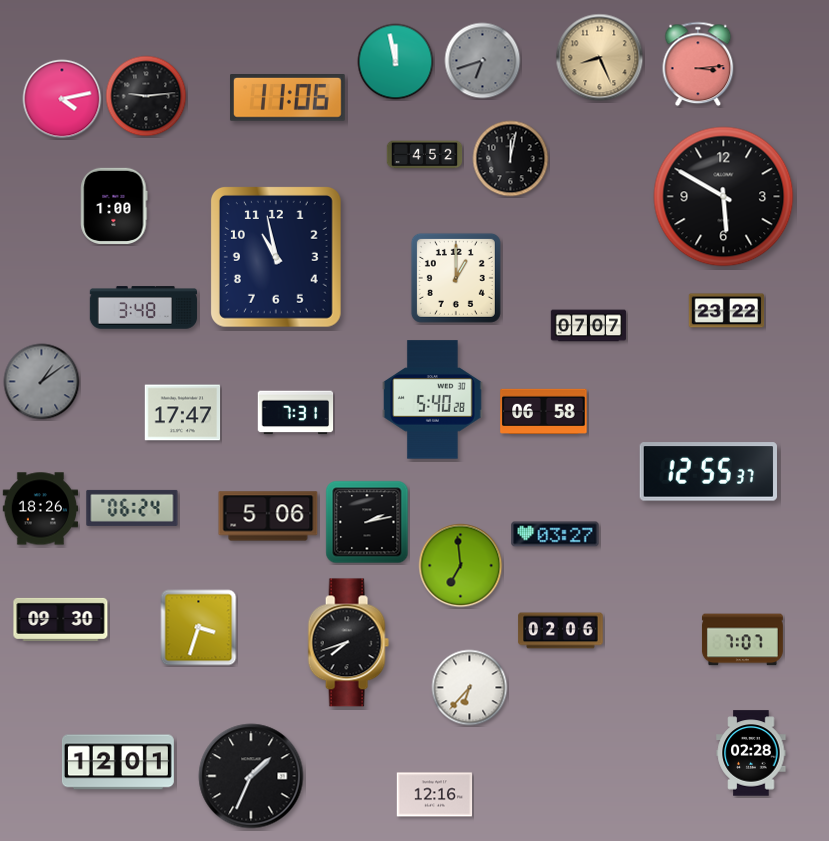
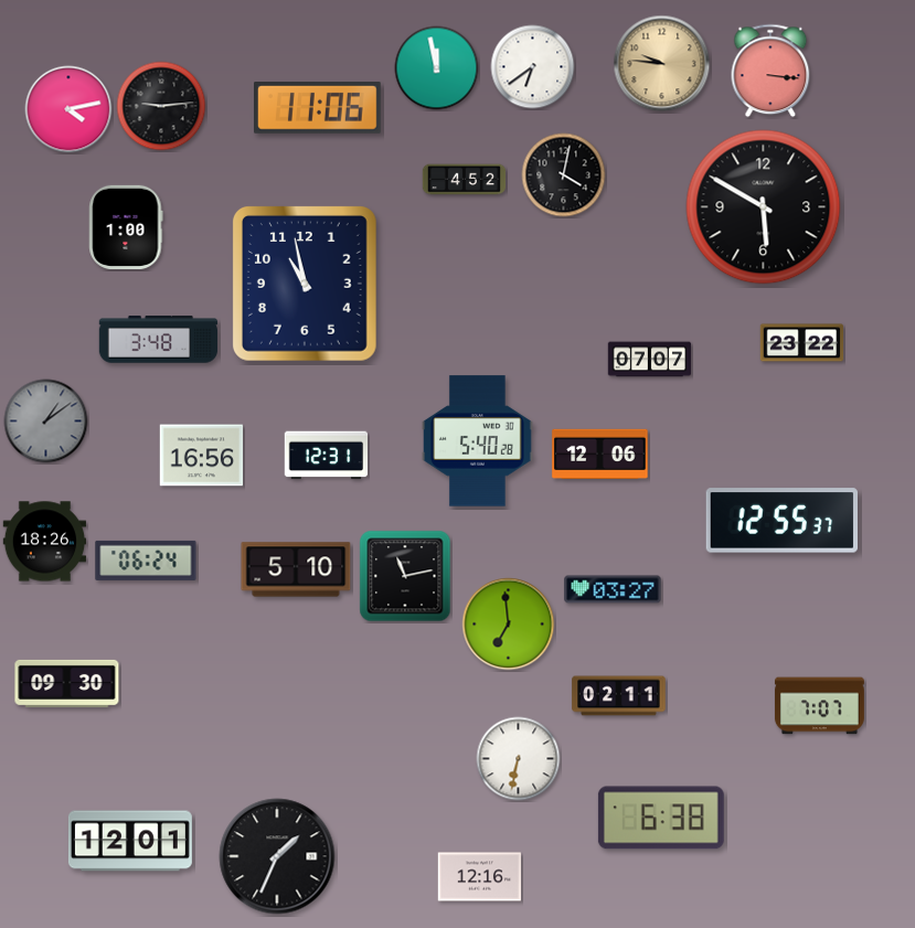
clock at (600, 58): 8:26 -> 9:46
clock at (483, 61): 6:42 -> 6:39
clock at (483, 61) dial: grey -> white
clock at (698, 64): 3:14 -> 3:16
clock at (425, 155) position: (425, 155) -> (465, 180)
clock at (511, 159): 12:02 -> 4:02
clock at (724, 197) position: (724, 197) -> (764, 207)
clock at (456, 278): 1:00 -> none
clock at (544, 411): 06:58 -> 12:06
clock at (183, 413): 17:47 -> 16:56
clock at (296, 413): 7:31 -> 12:31
clock at (41, 509) position: (41, 509) -> (45, 542)
clock at (268, 516): 5:06 -> 5:10
clock at (367, 522): 2:13 -> 11:13
clock at (199, 628): 3:33 -> none
clock at (561, 631): 02:06 -> 02:11
clock at (348, 643): 7:42 -> none
clock at (470, 688): 6:37 -> 6:32
clock at (661, 818): none -> 6:38
clock at (751, 753): 02:28 -> none
